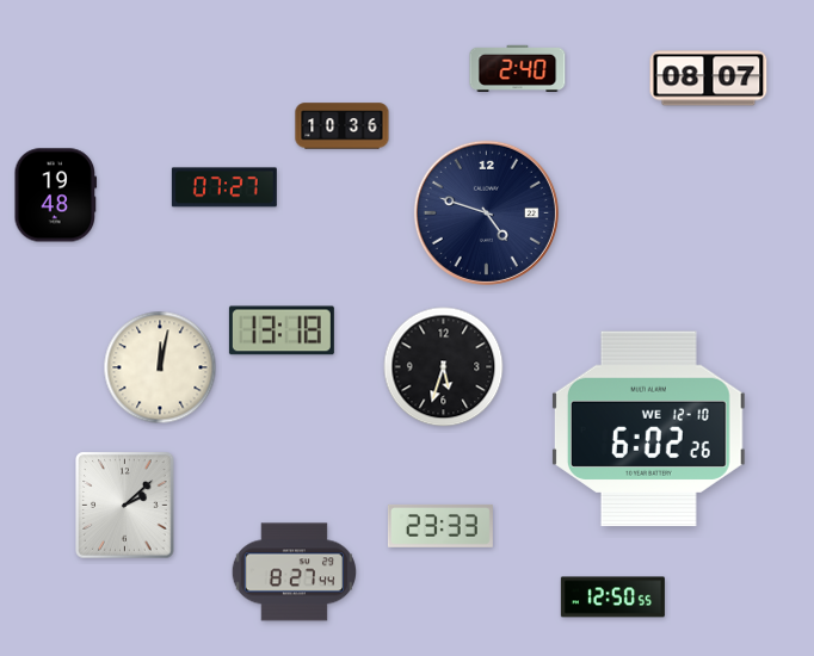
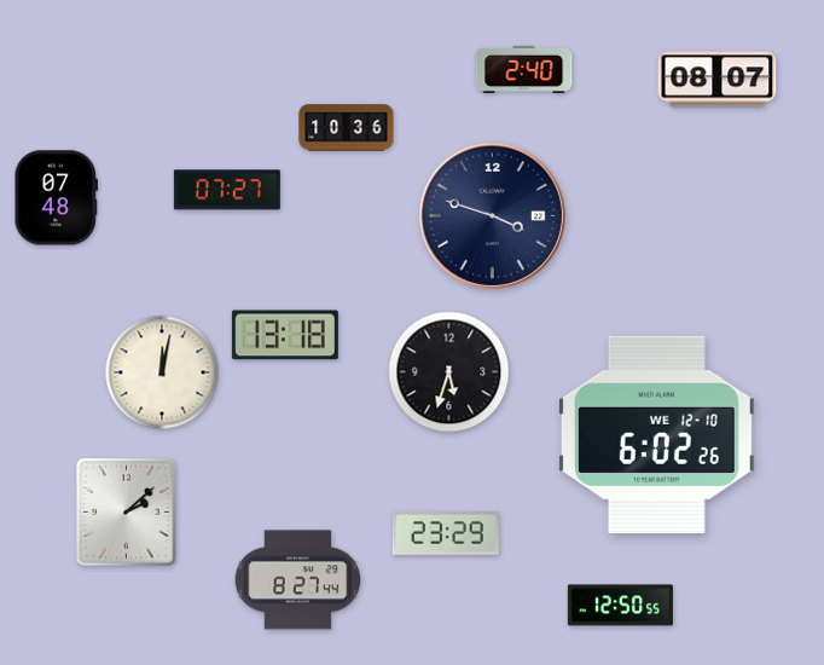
clock at (56, 196): 19:48 -> 07:48
clock at (486, 212): 4:48 -> 3:48
clock at (440, 526): 23:33 -> 23:29
